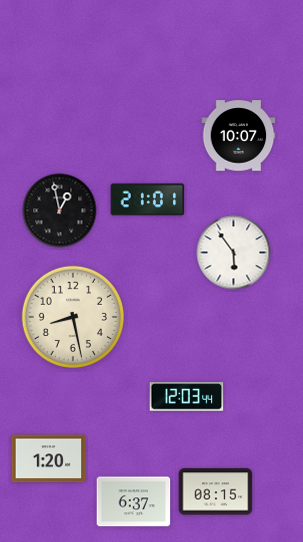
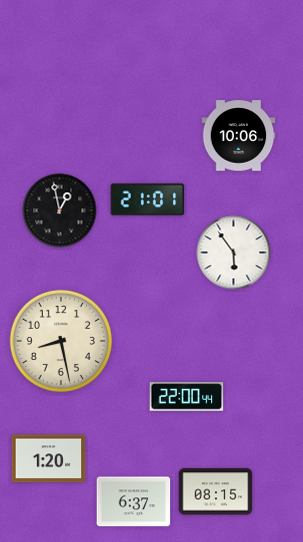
clock at (239, 136): 10:07 -> 10:06
clock at (72, 316) position: (72, 316) -> (60, 340)
clock at (187, 397): 12:03 -> 22:00
